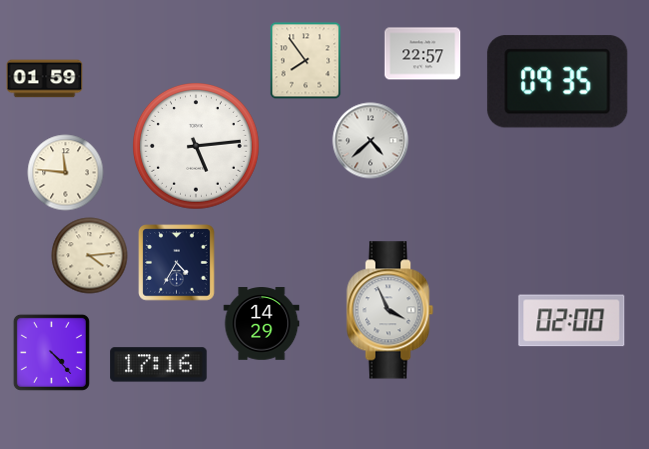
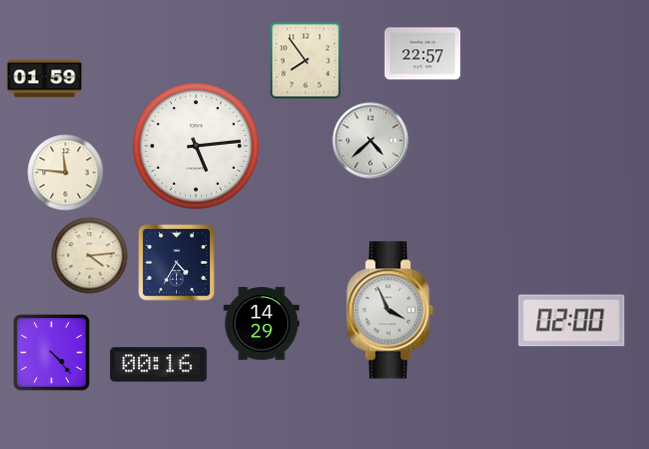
clock at (558, 82): 09:35 -> none
clock at (159, 365): 17:16 -> 00:16
